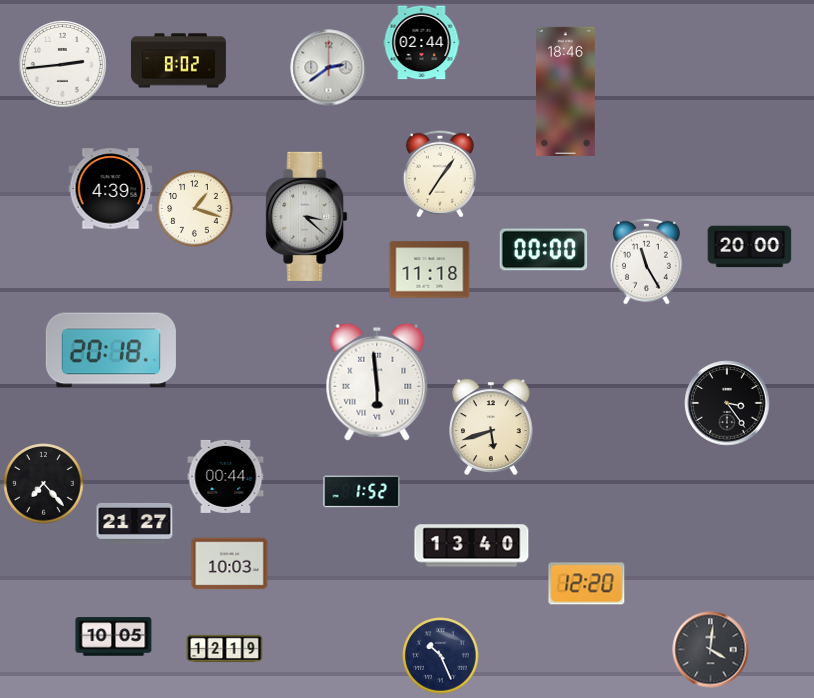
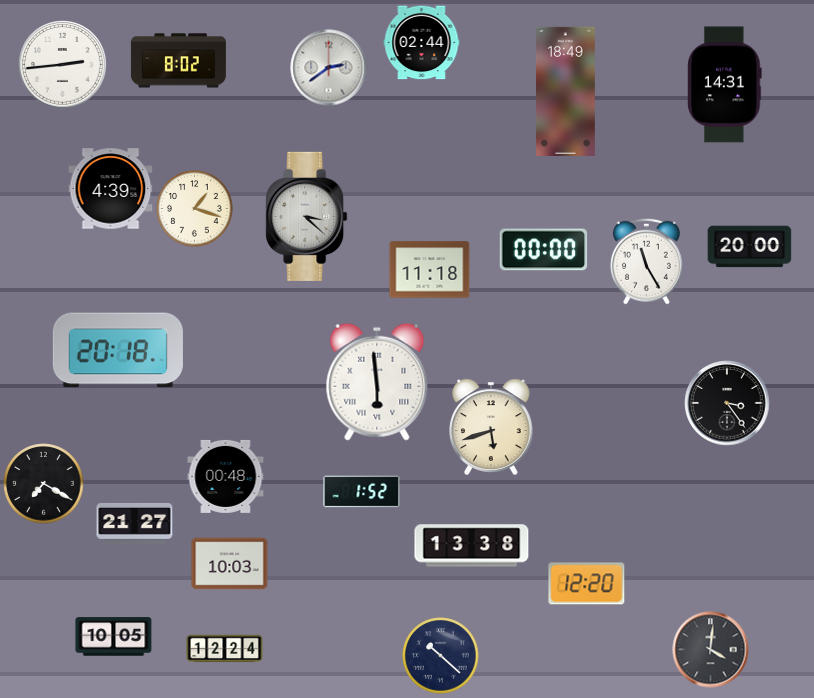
clock at (725, 85): none -> 14:31
clock at (565, 91): 18:46 -> 18:49
clock at (440, 174): 7:06 -> none
clock at (111, 350) position: (111, 350) -> (118, 350)
clock at (226, 476): 00:44 -> 00:48
clock at (44, 484): 7:23 -> 7:20
clock at (472, 546): 13:40 -> 13:38
clock at (225, 649): 12:19 -> 12:24
clock at (441, 656): 10:26 -> 10:22
